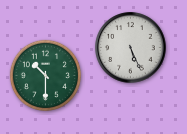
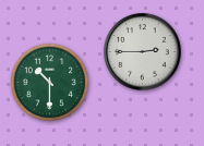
clock at (131, 48): 5:26 -> 2:45
